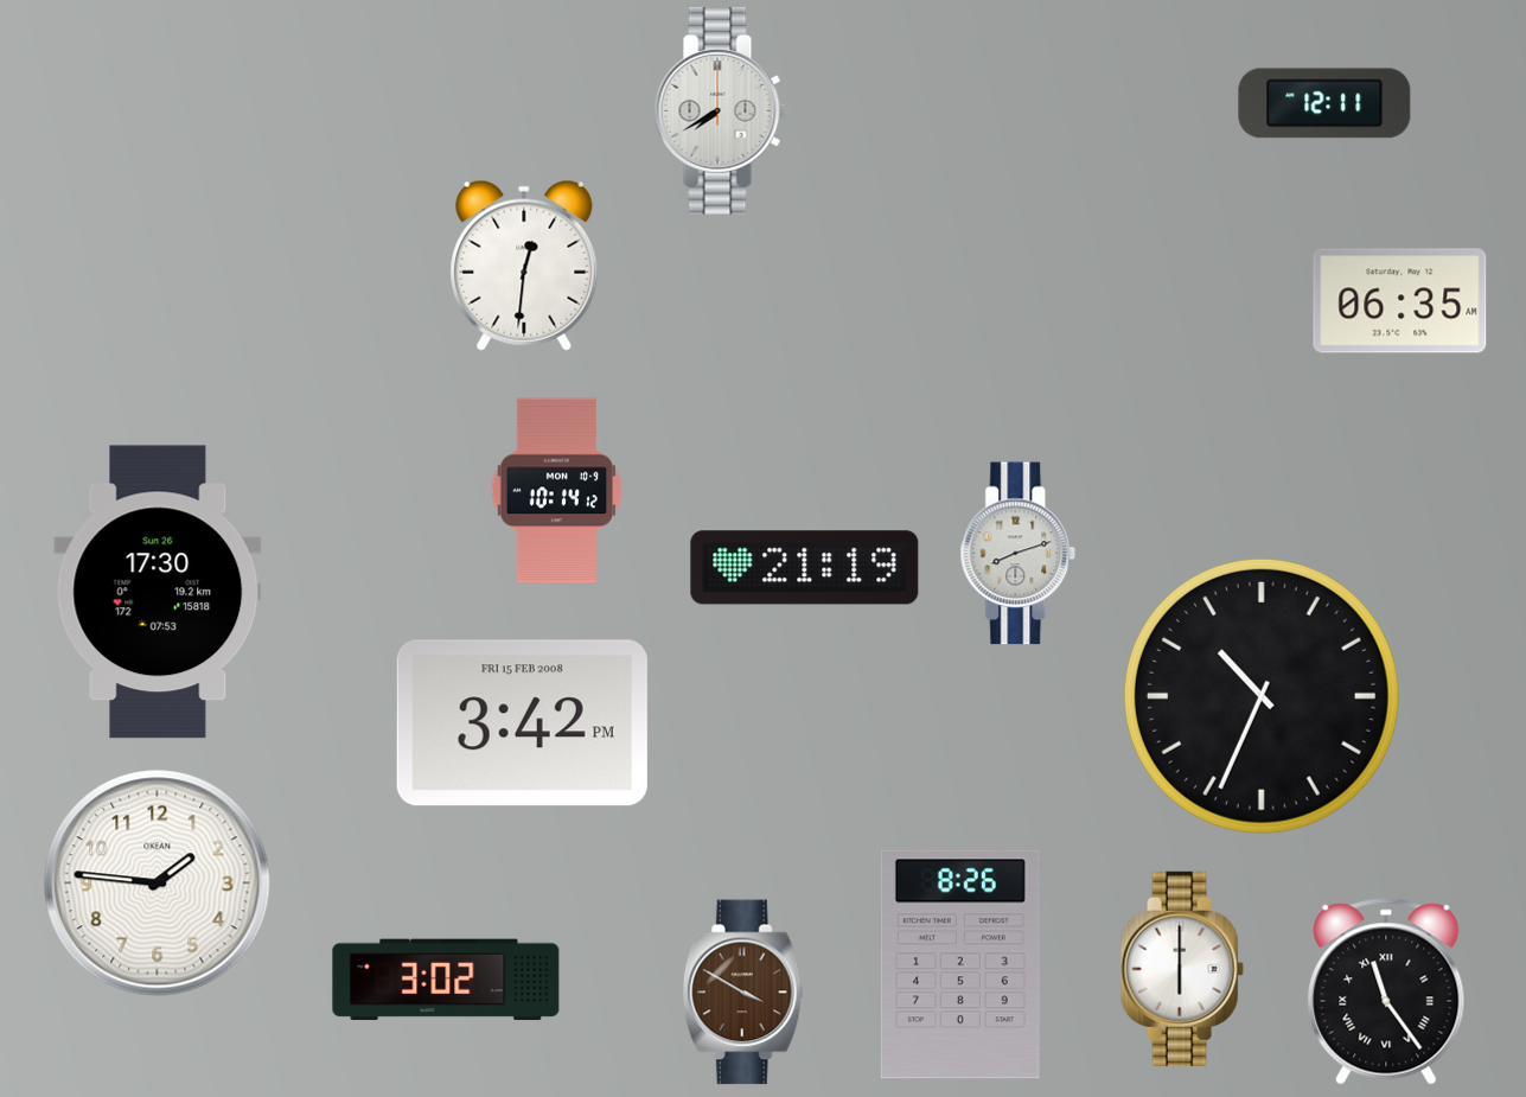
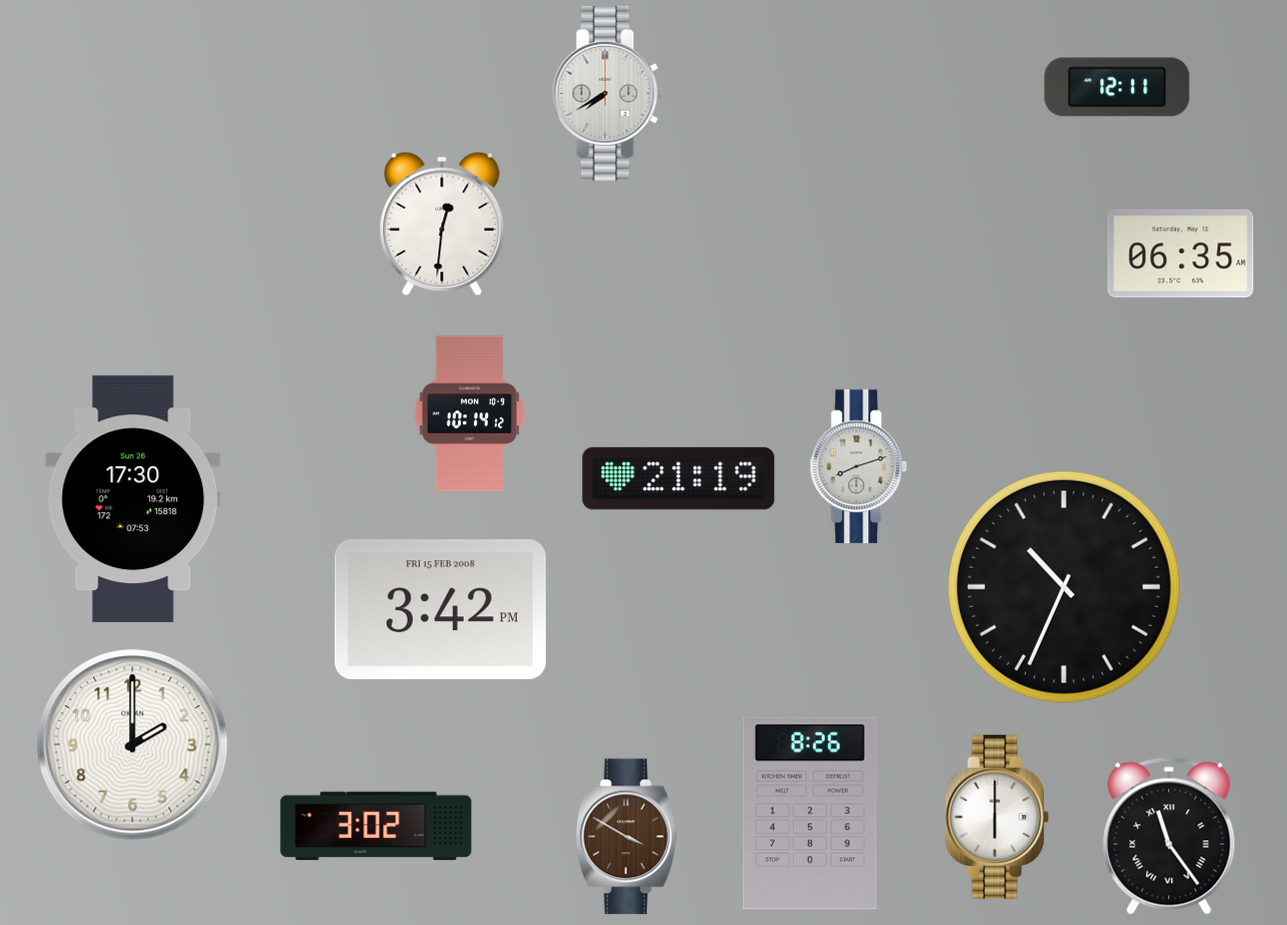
clock at (158, 884): 1:46 -> 2:00
